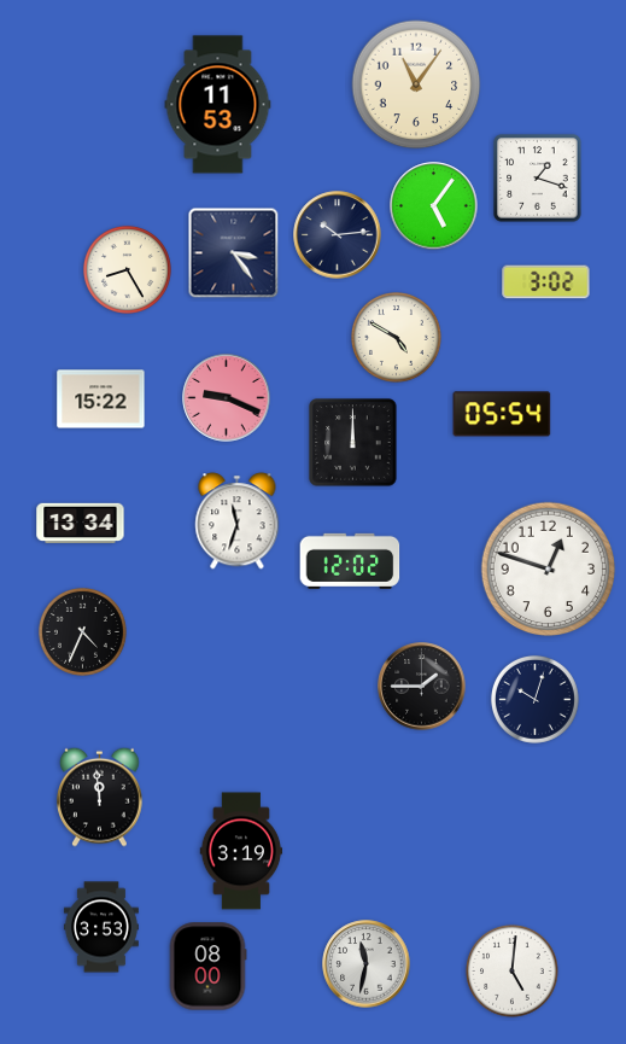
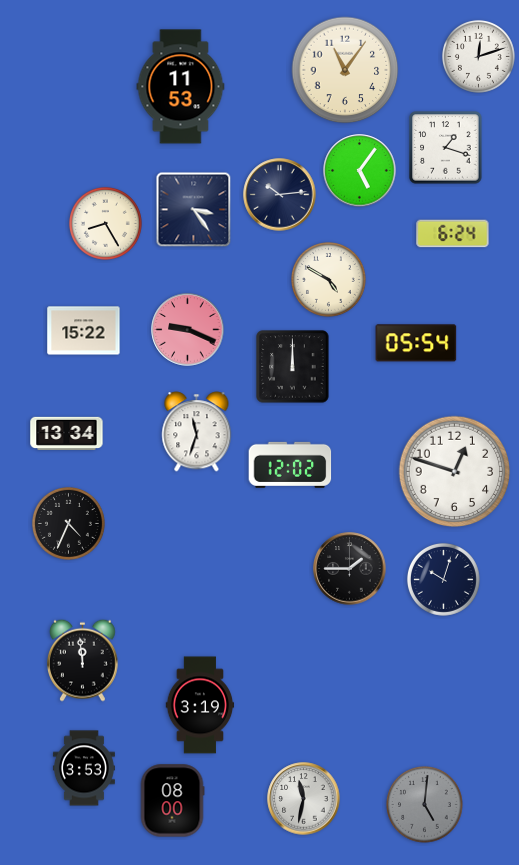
clock at (478, 56): none -> 12:12
clock at (546, 282): 3:02 -> 6:24
clock at (513, 972) dial: white -> grey
